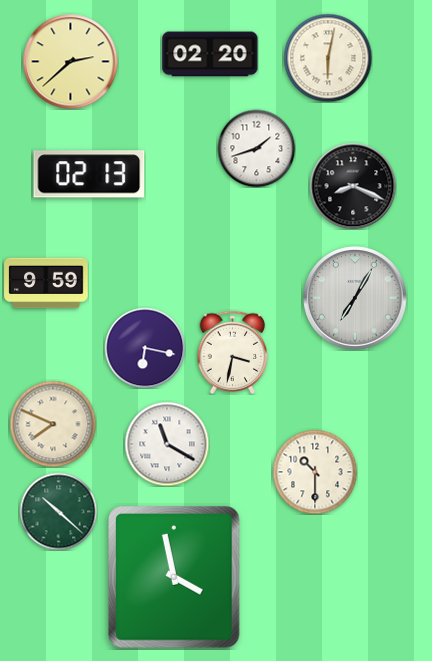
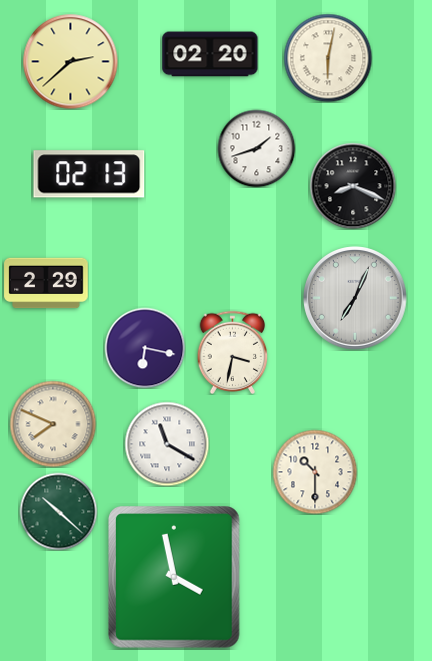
clock at (46, 283): 9:59 -> 2:29
clock at (355, 298): 7:05 -> 7:04
